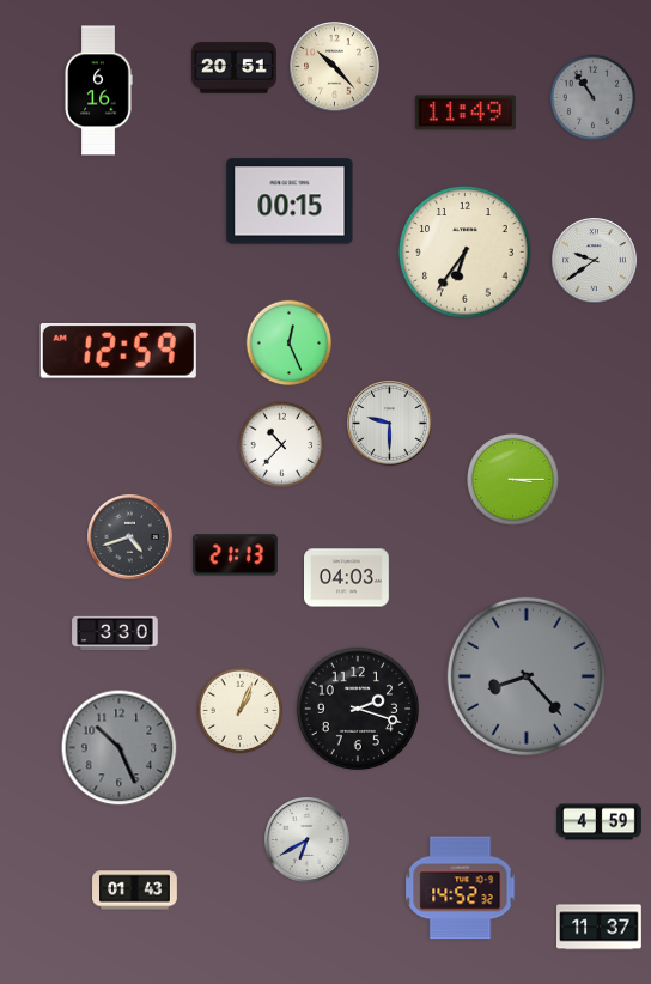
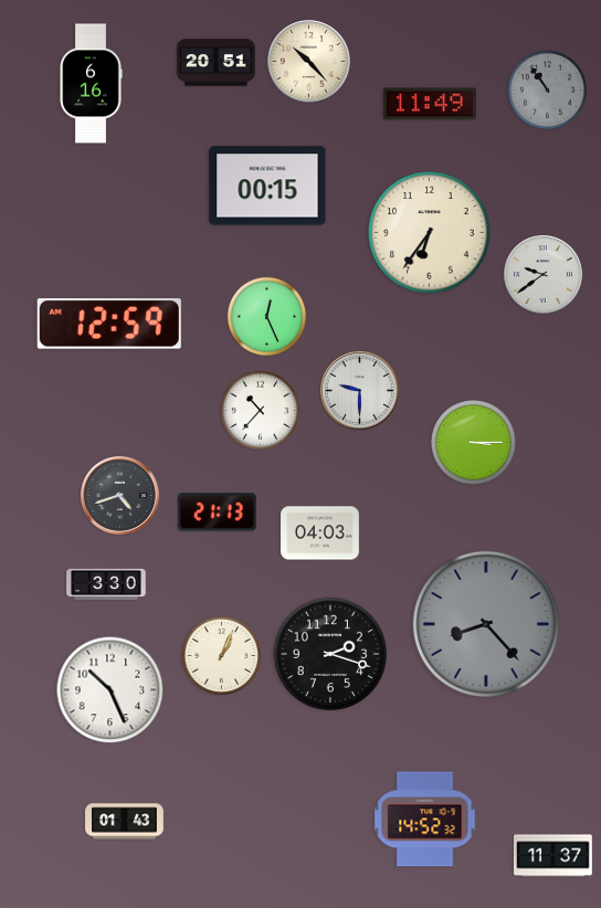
clock at (595, 261) position: (595, 261) -> (544, 275)
clock at (120, 748) dial: grey -> white
clock at (600, 822): 4:59 -> none
clock at (308, 840): 6:40 -> none
